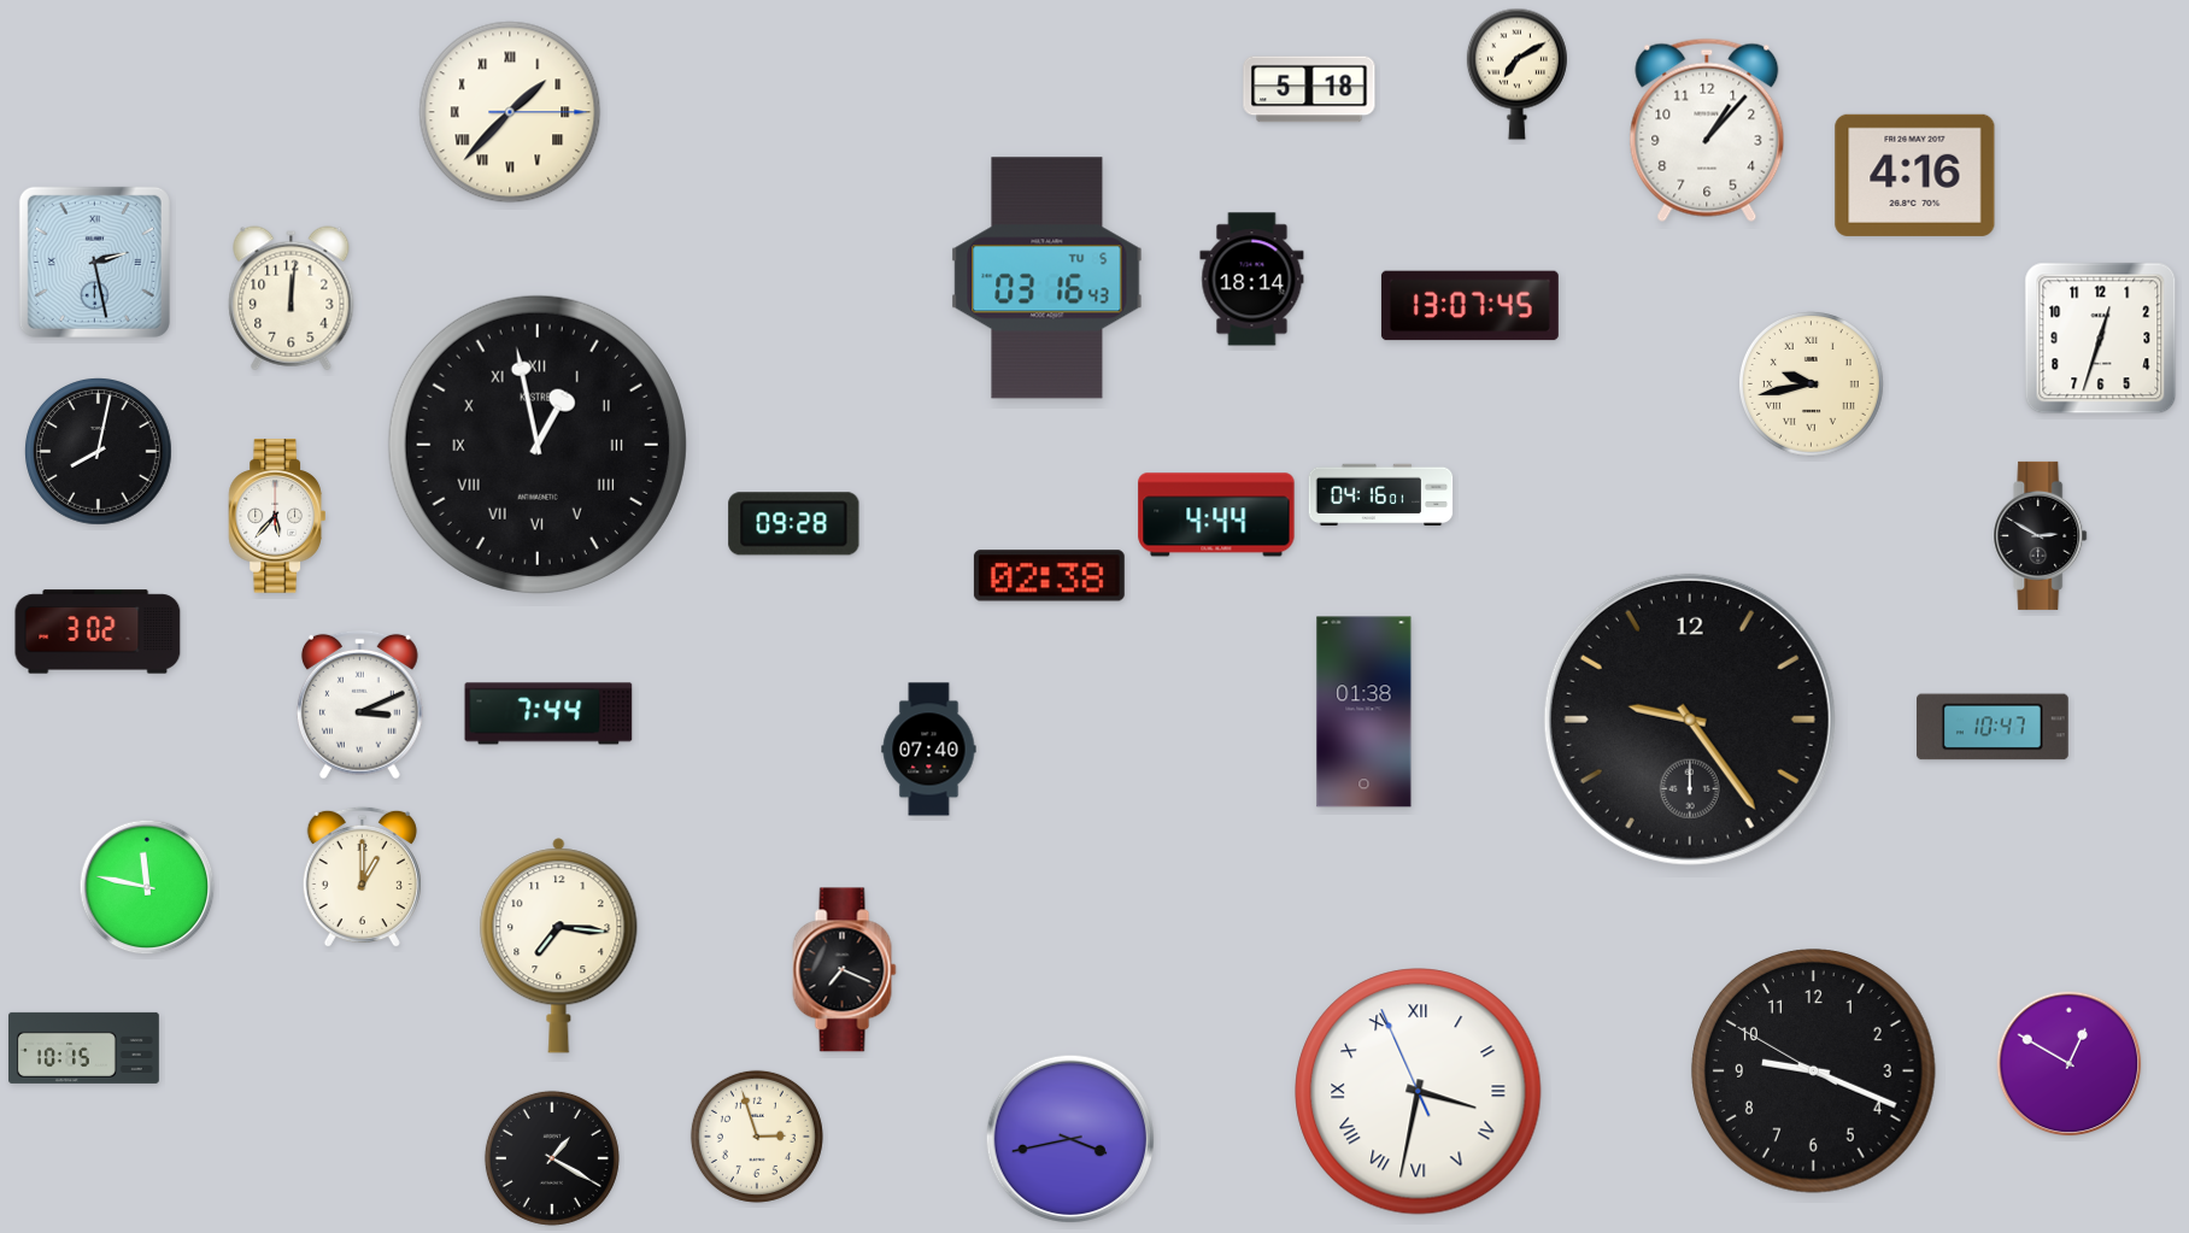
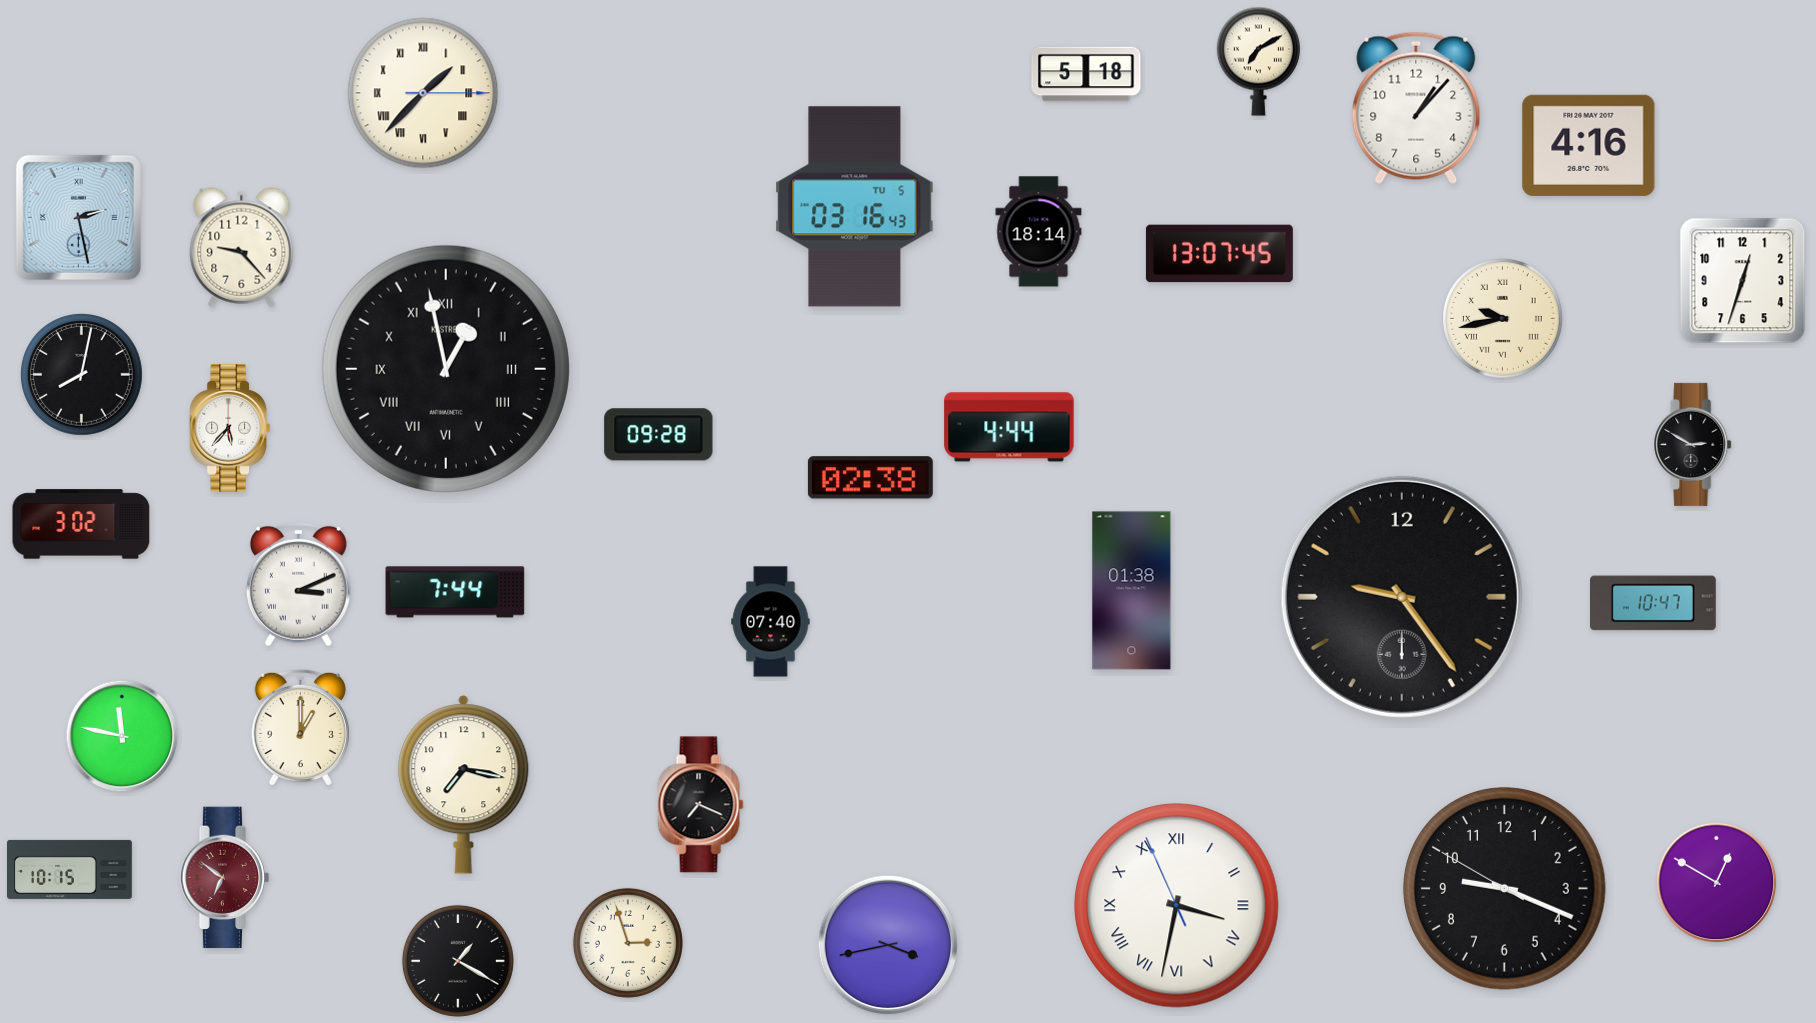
clock at (1047, 278) position: (1047, 278) -> (855, 207)
clock at (292, 299): 12:01 -> 9:23
clock at (1381, 495): 04:16 -> none
clock at (559, 946): 7:16 -> 7:17
clock at (225, 878): none -> 6:51
